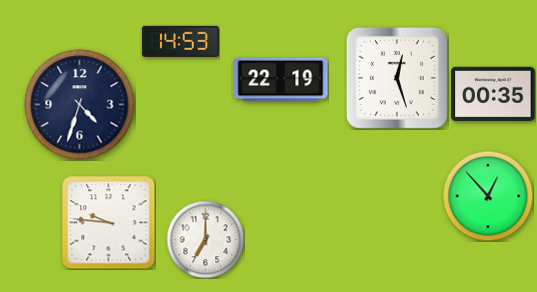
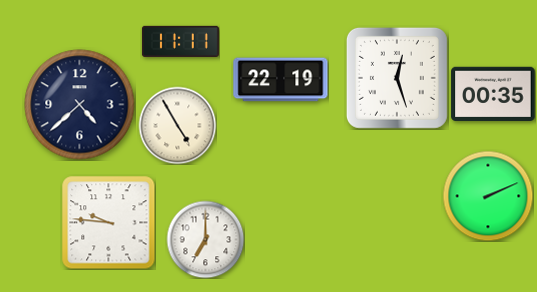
clock at (180, 41): 14:53 -> 11:11
clock at (80, 105): 4:33 -> 4:38
clock at (177, 125): none -> 4:55
clock at (488, 196): 12:53 -> 2:11
